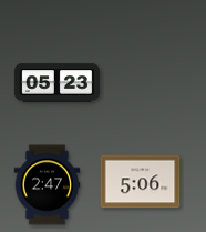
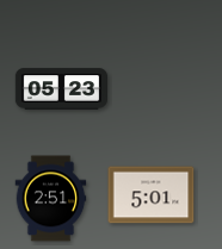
clock at (141, 182): 5:06 -> 5:01
clock at (48, 185): 2:47 -> 2:51
